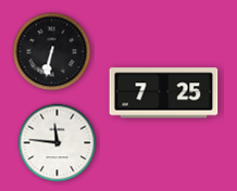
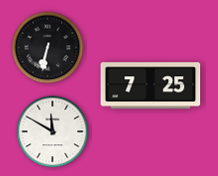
clock at (58, 143): 11:46 -> 11:50
